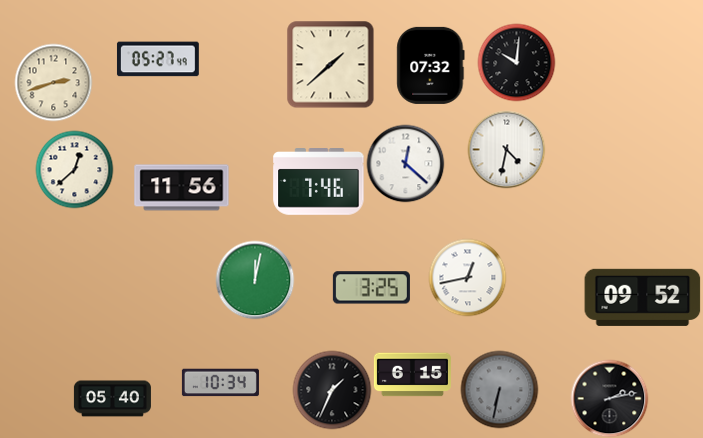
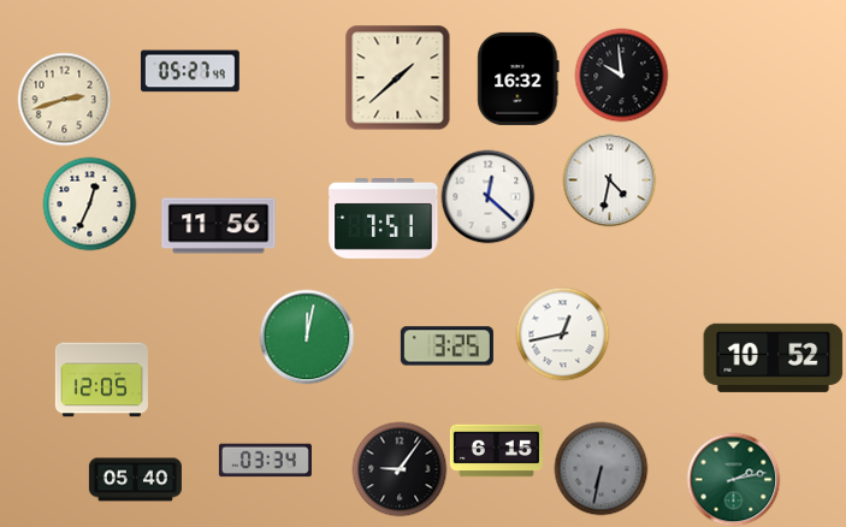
clock at (516, 62): 10:01 -> 9:59
clock at (431, 65): 07:32 -> 16:32
clock at (74, 169): 12:38 -> 12:34
clock at (319, 182): 7:46 -> 7:51
clock at (643, 297): 09:52 -> 10:52
clock at (101, 380): none -> 12:05
clock at (220, 383): 10:34 -> 03:34
clock at (332, 390): 1:34 -> 9:06
clock at (609, 398) dial: black -> green
